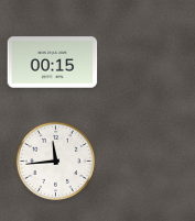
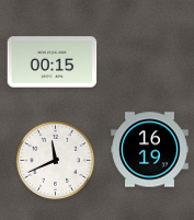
clock at (150, 150): none -> 16:19
clock at (55, 161): 11:44 -> 11:41
